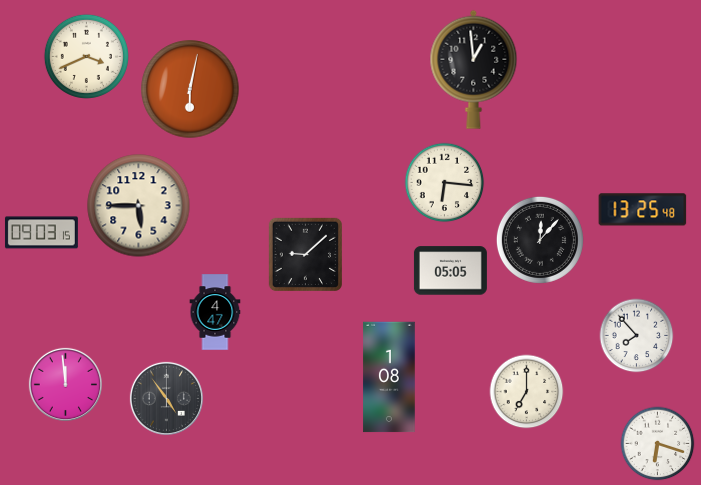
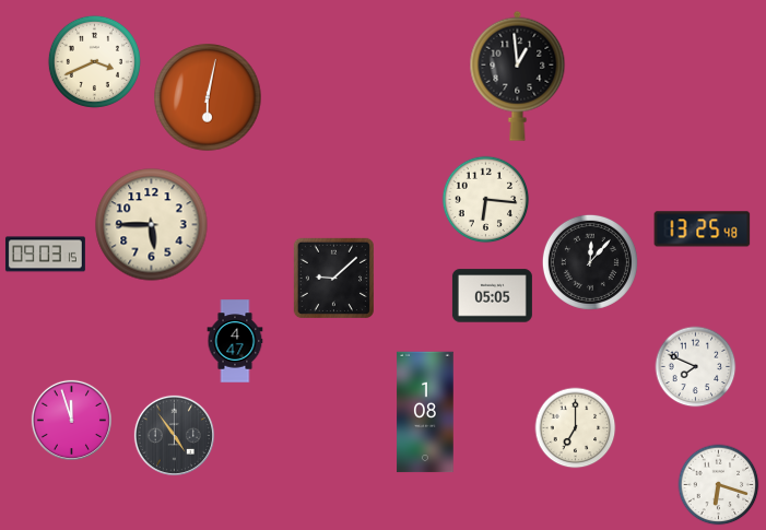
clock at (637, 336): 7:53 -> 7:49
clock at (65, 384): 11:59 -> 11:57
clock at (166, 398) position: (166, 398) -> (174, 435)
